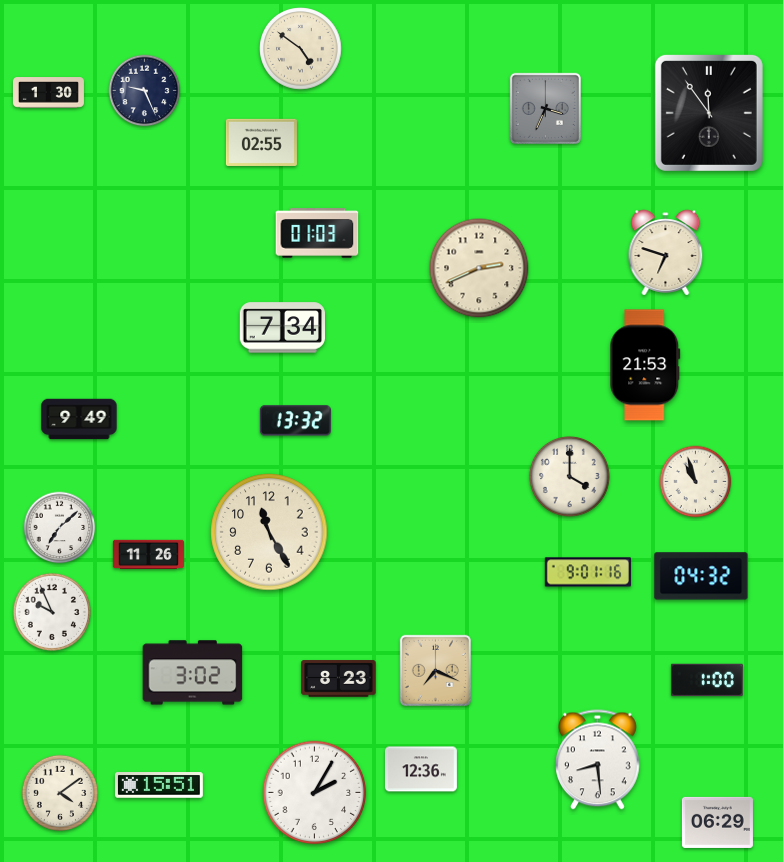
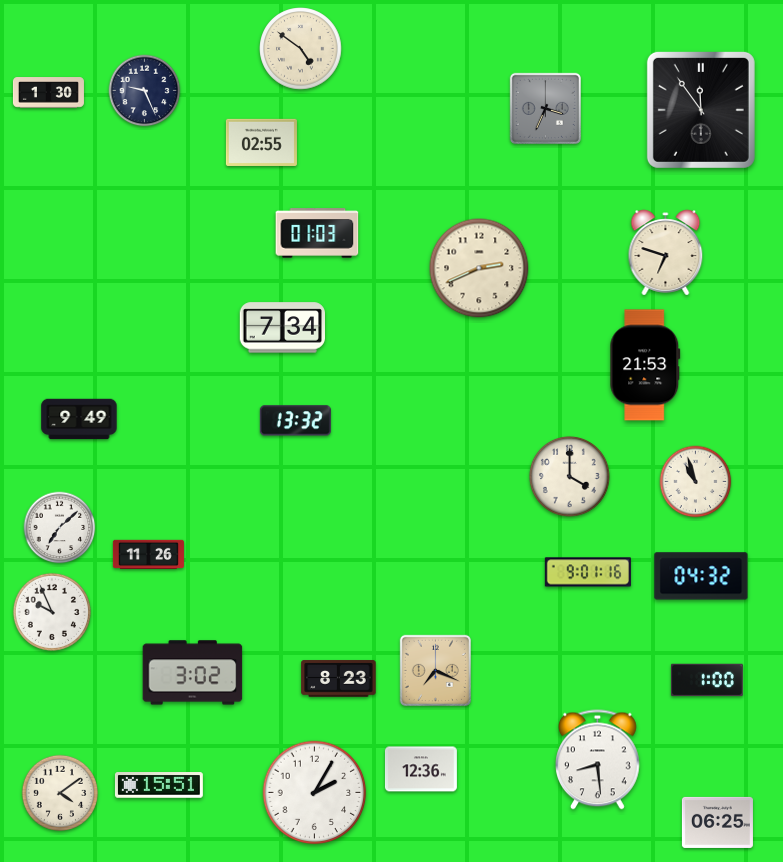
clock at (709, 113) position: (709, 113) -> (701, 110)
clock at (269, 532): 11:25 -> none
clock at (717, 822): 06:29 -> 06:25
